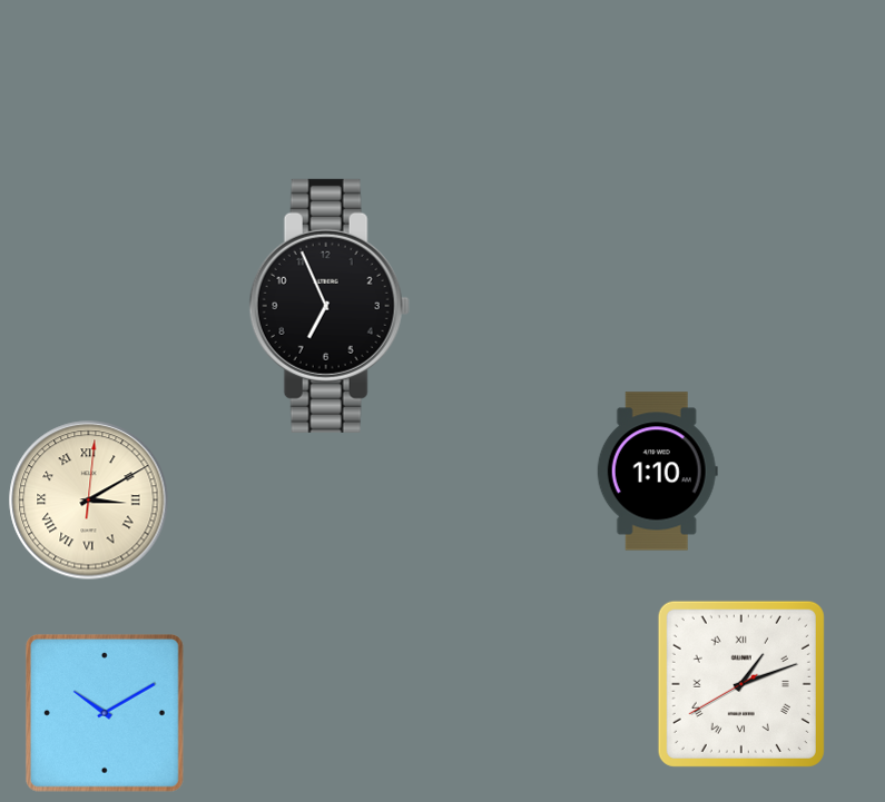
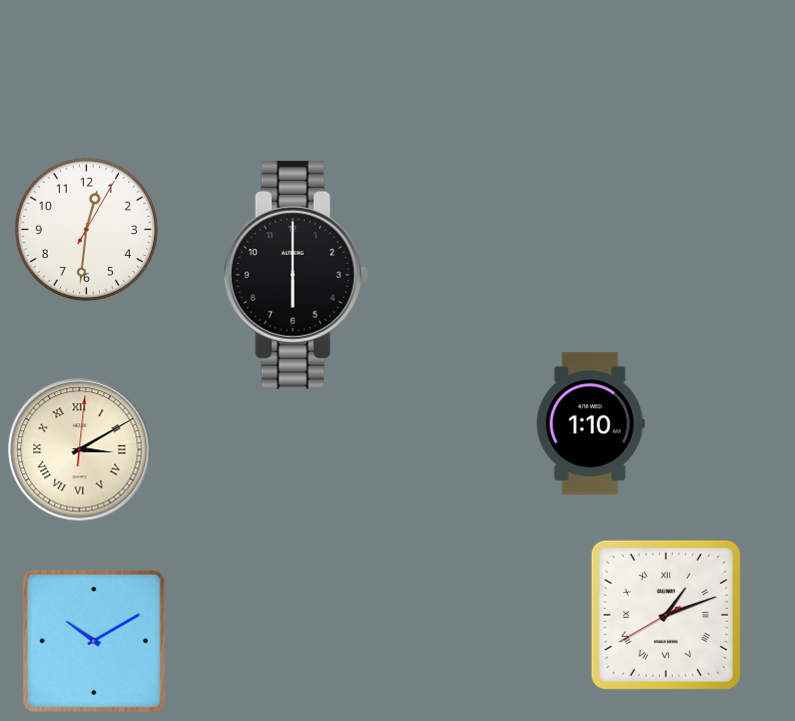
clock at (86, 229): none -> 12:31
clock at (330, 306): 6:56 -> 6:00
